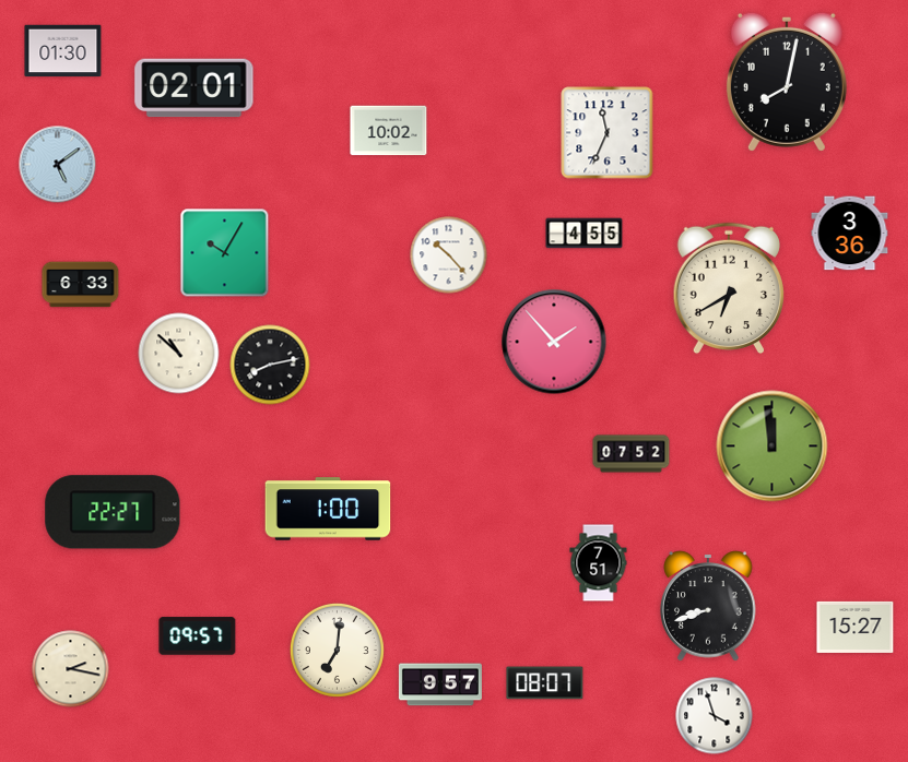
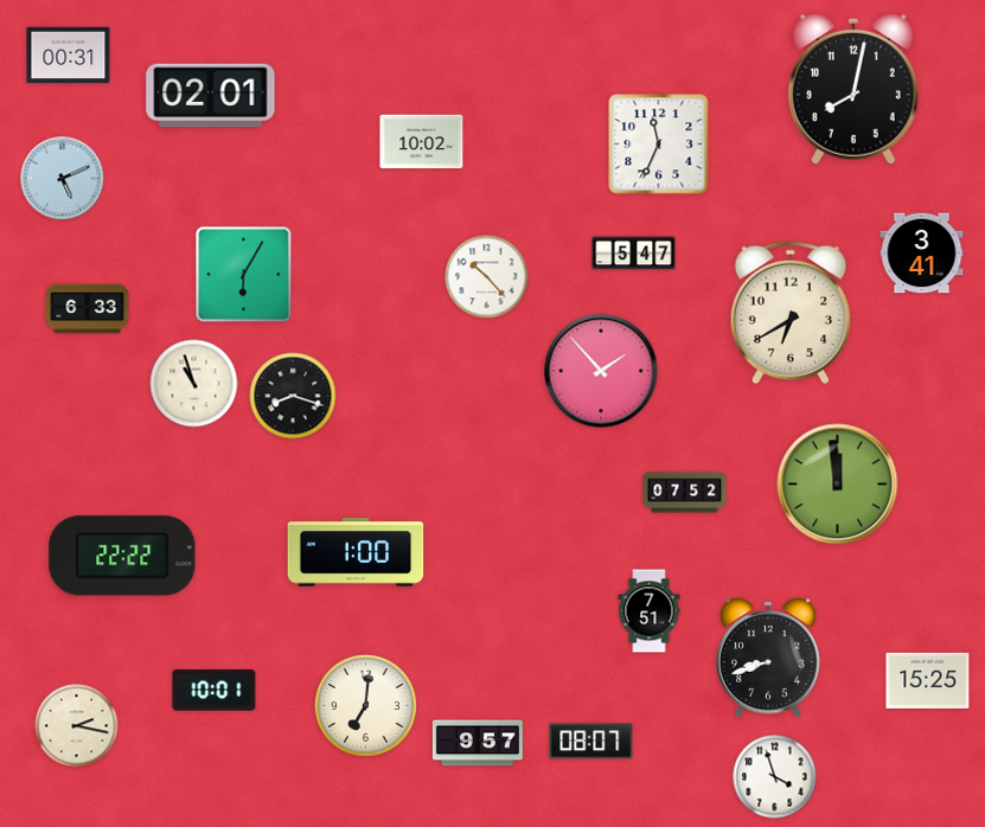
clock at (63, 51): 01:30 -> 00:31
clock at (58, 165): 5:09 -> 5:11
clock at (585, 234): 4:55 -> 5:47
clock at (850, 234): 3:36 -> 3:41
clock at (225, 253): 10:05 -> 6:05
clock at (179, 354): 10:52 -> 10:57
clock at (270, 365): 8:13 -> 8:18
clock at (113, 512): 22:27 -> 22:22
clock at (856, 627): 15:27 -> 15:25
clock at (198, 636): 09:57 -> 10:01
